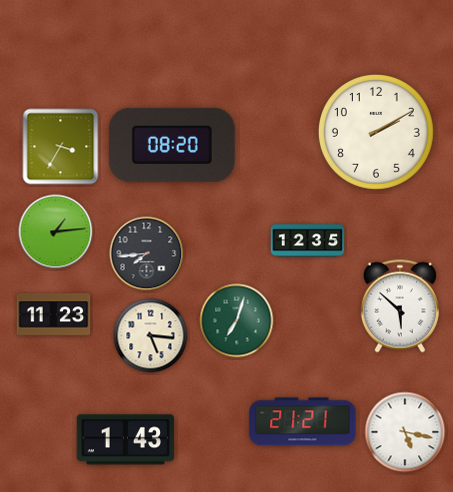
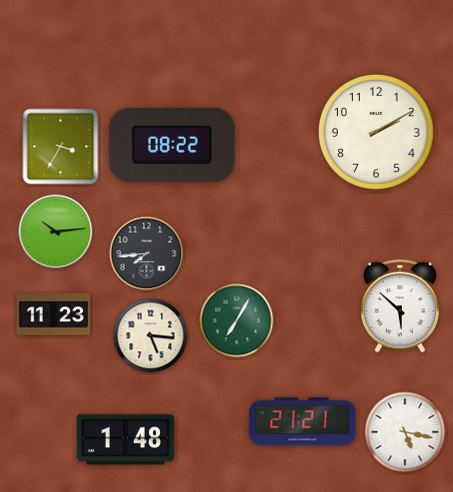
clock at (172, 145): 08:20 -> 08:22
clock at (56, 232): 1:14 -> 10:14
clock at (308, 241): 12:35 -> none
clock at (237, 321): 7:03 -> 7:05
clock at (126, 440): 1:43 -> 1:48
